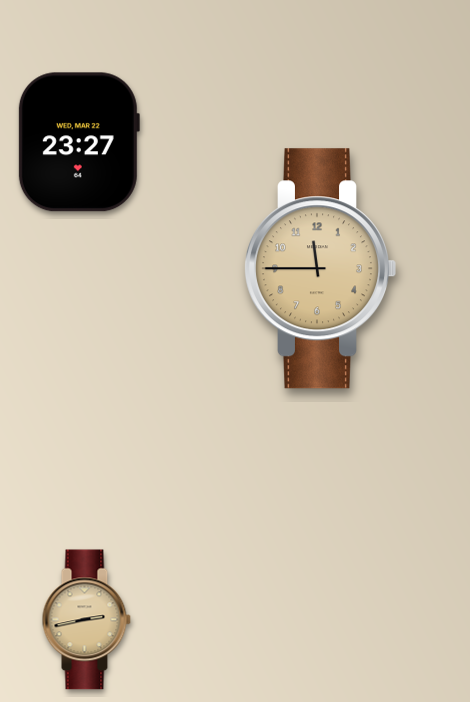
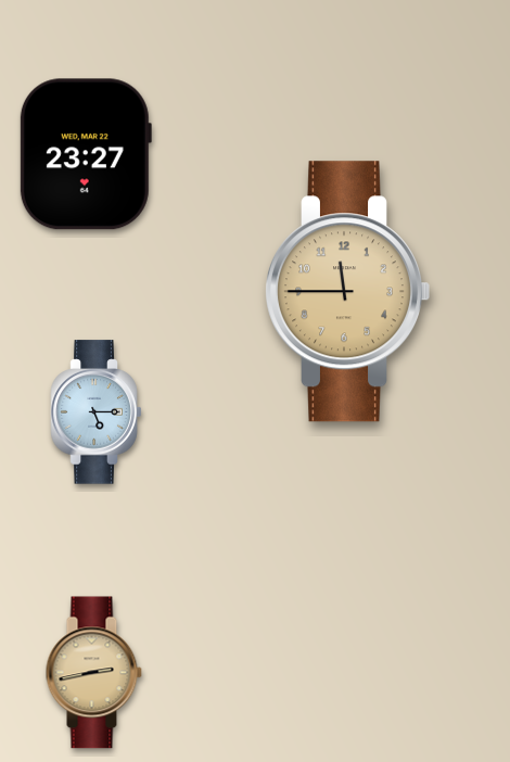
clock at (97, 412): none -> 5:15
